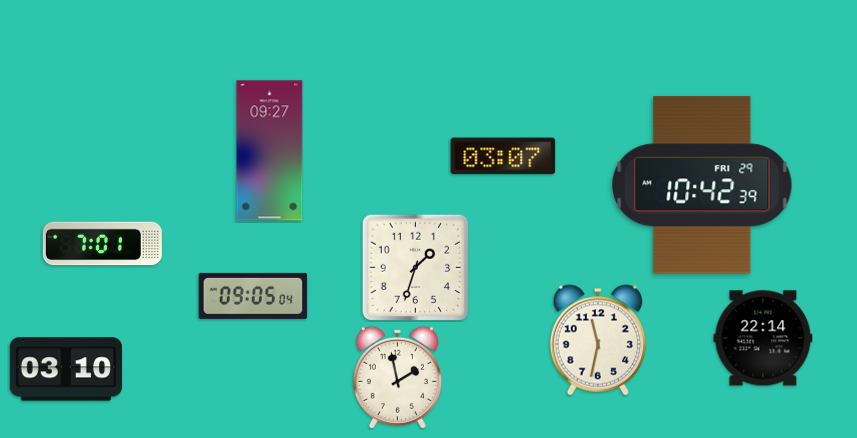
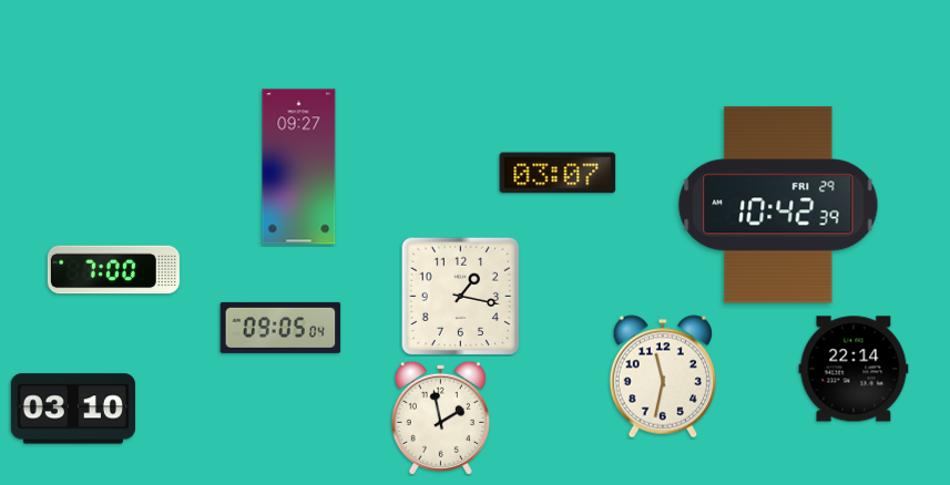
clock at (102, 244): 7:01 -> 7:00
clock at (415, 267): 1:33 -> 1:17
clock at (763, 338) position: (763, 338) -> (854, 369)
